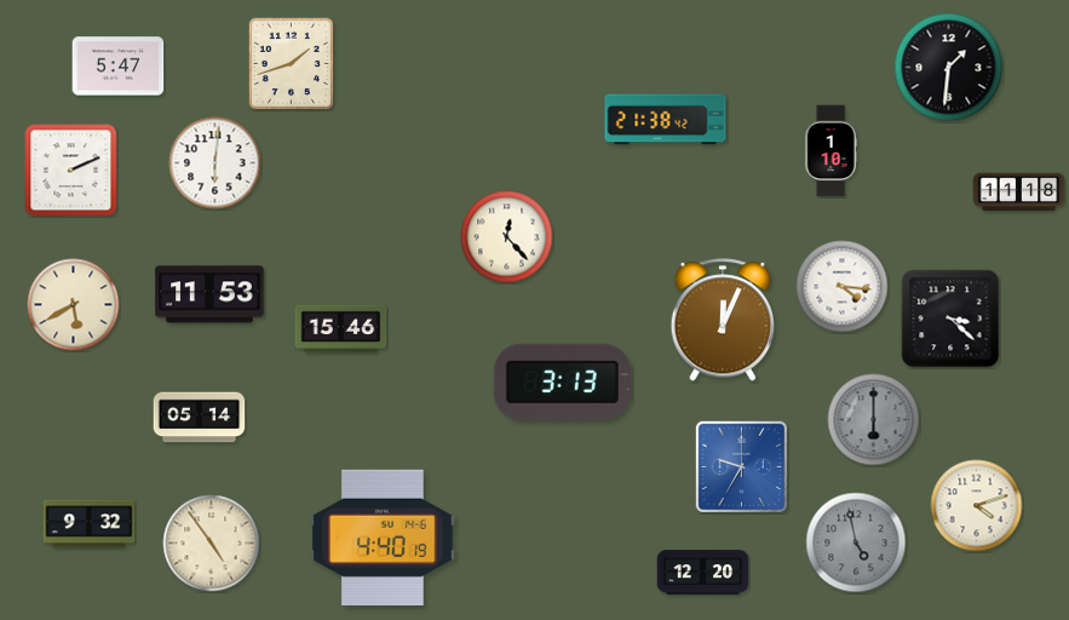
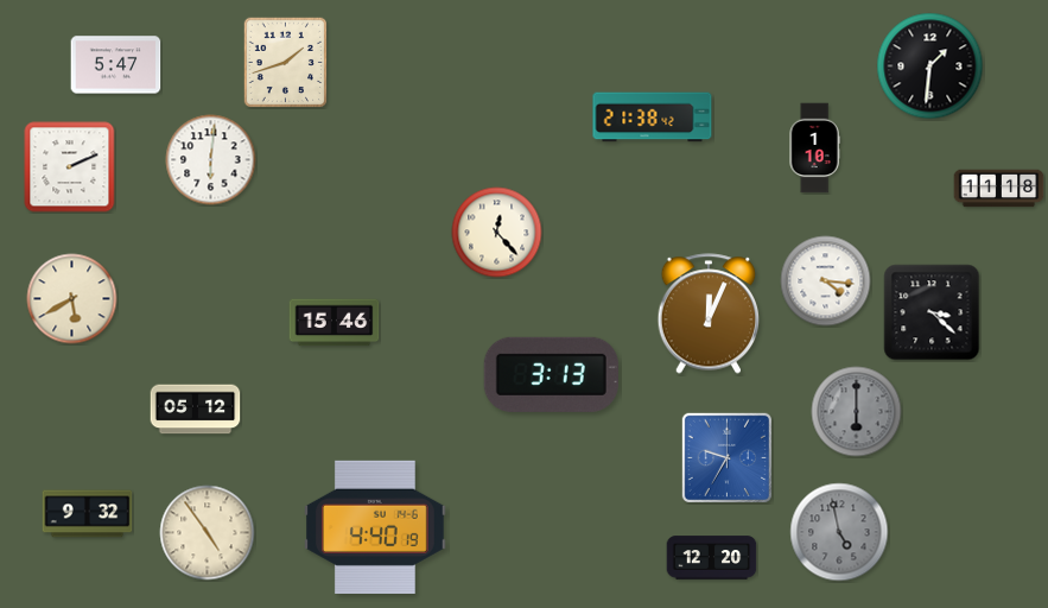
clock at (209, 294): 11:53 -> none
clock at (200, 418): 05:14 -> 05:12
clock at (977, 506): 4:12 -> none
clock at (703, 573) position: (703, 573) -> (712, 558)
